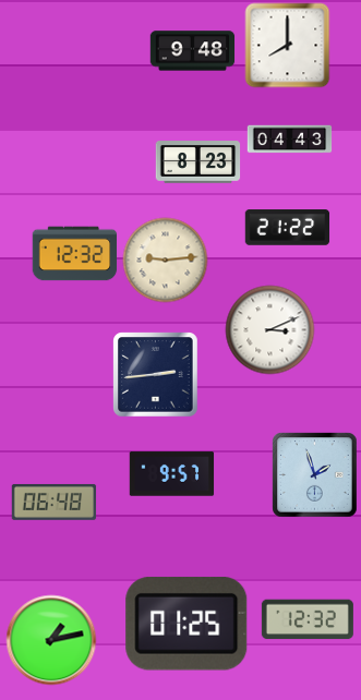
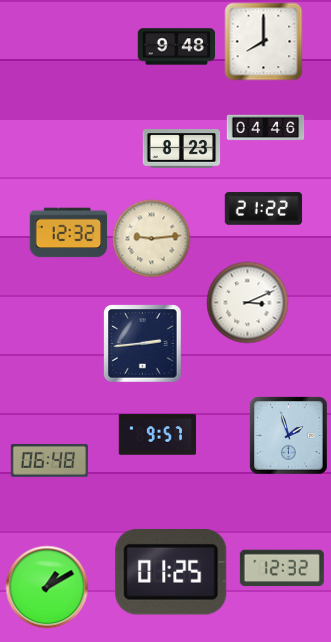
clock at (289, 140): 04:43 -> 04:46
clock at (51, 640): 1:13 -> 1:10
